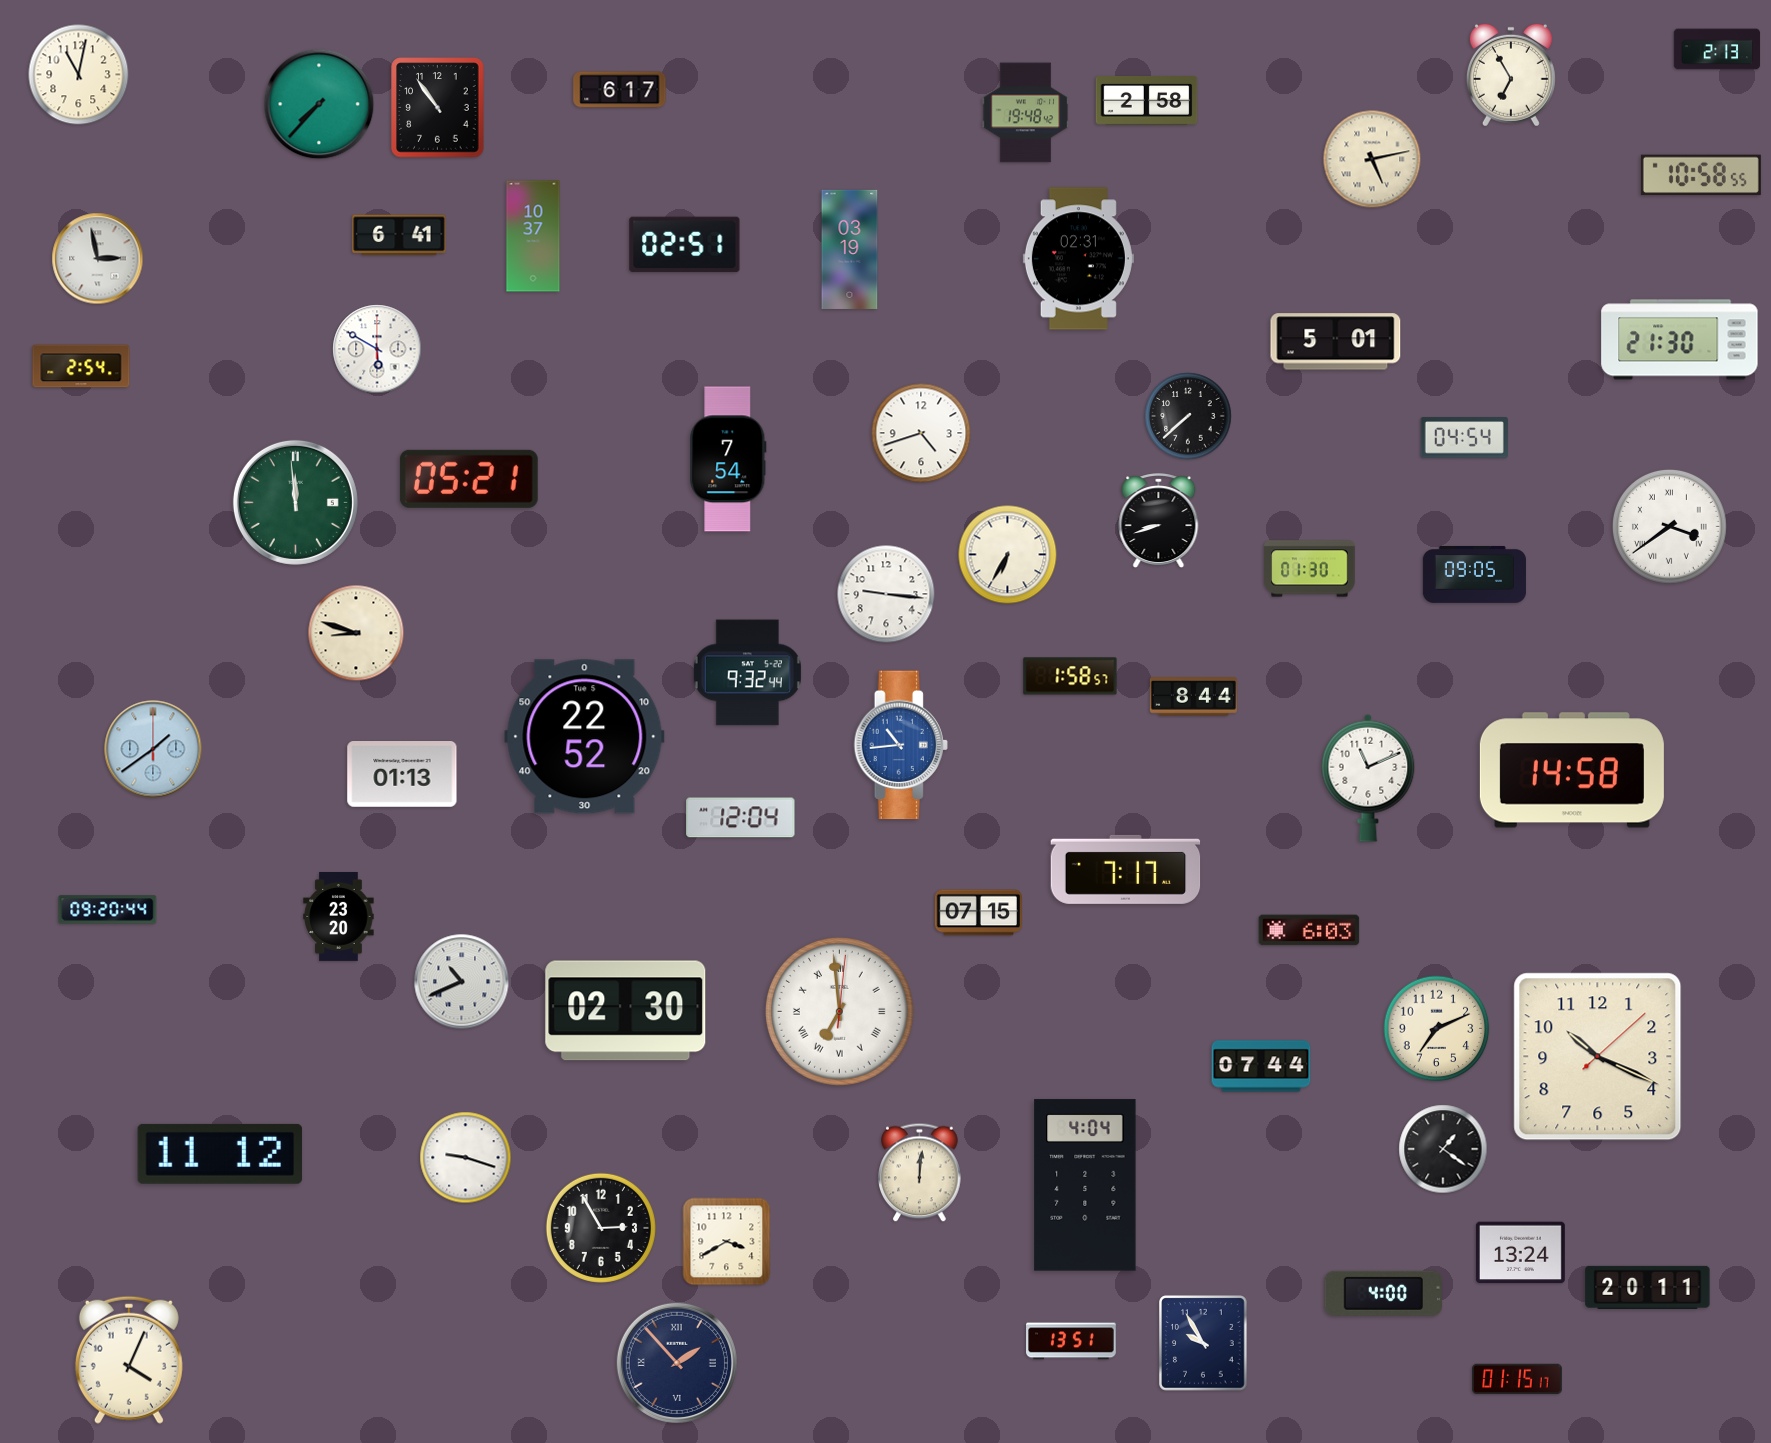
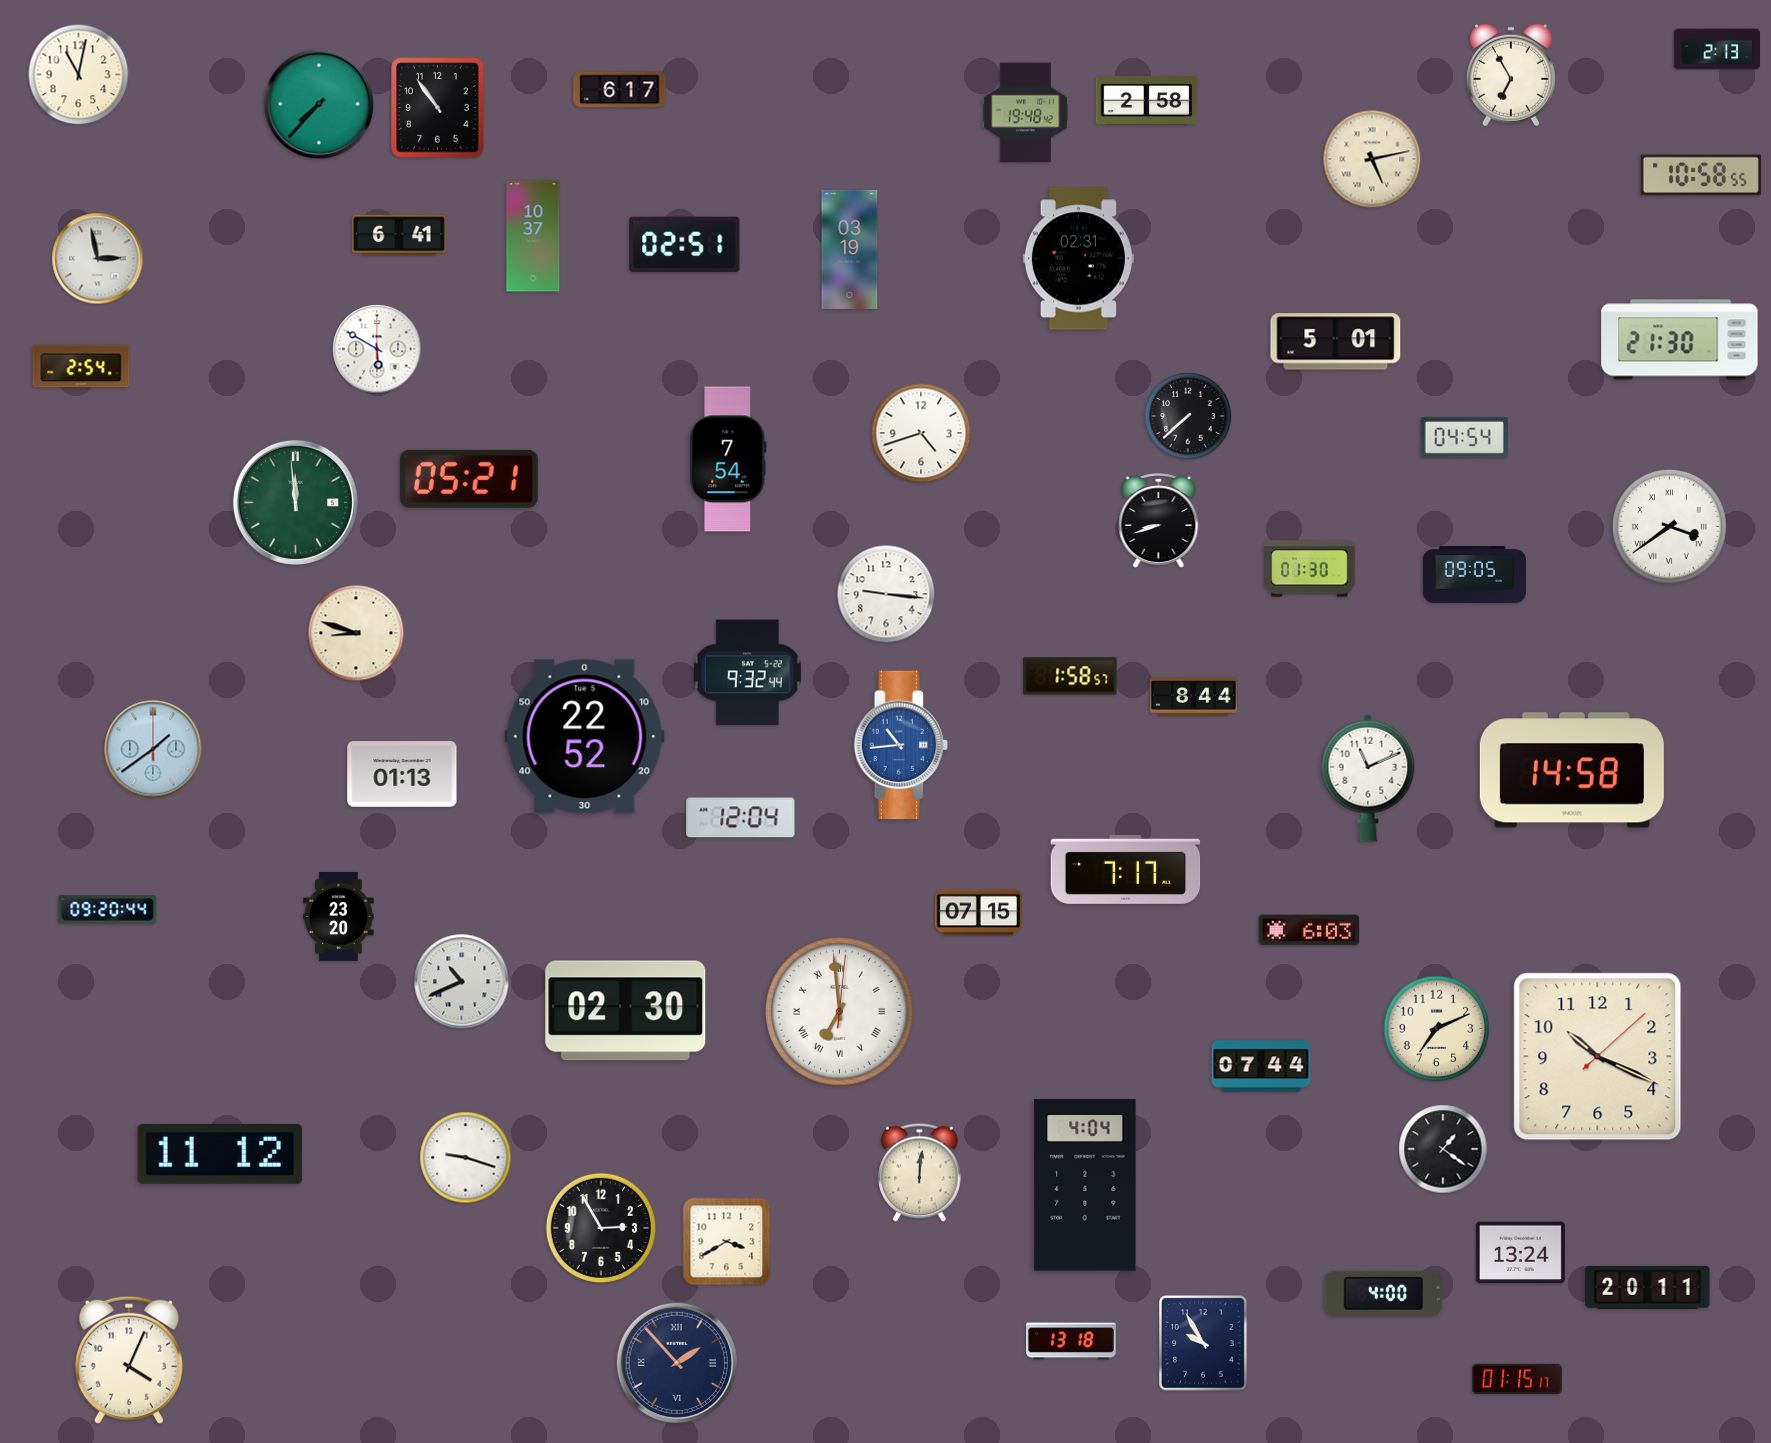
clock at (1008, 555): 6:35 -> none
clock at (1071, 1341): 13:51 -> 13:18
